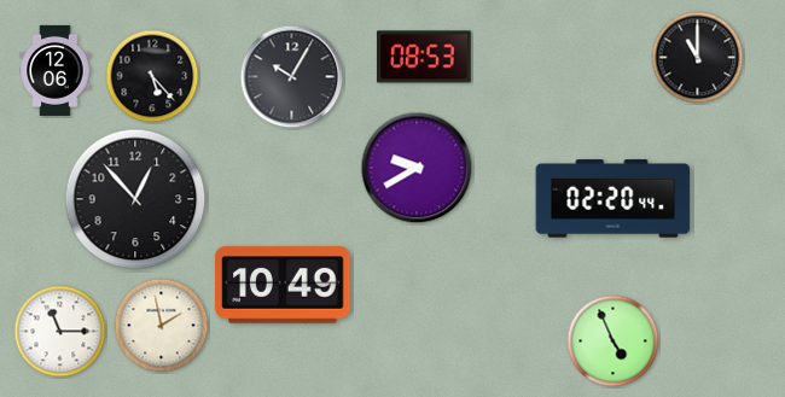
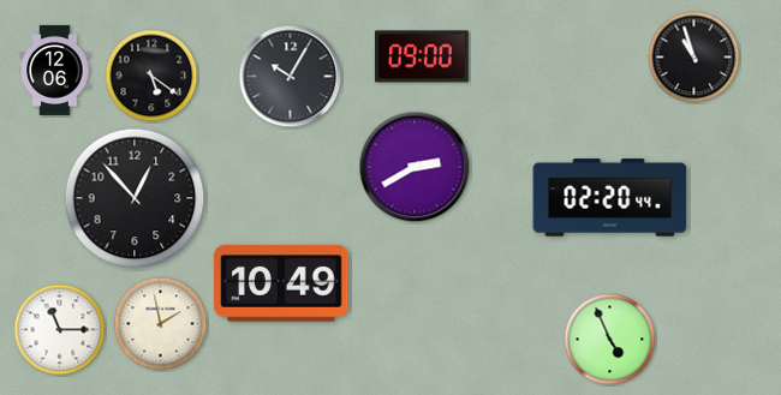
clock at (424, 57): 08:53 -> 09:00
clock at (698, 58): 11:00 -> 10:57
clock at (152, 76): 5:23 -> 5:21
clock at (417, 168): 9:40 -> 2:40
